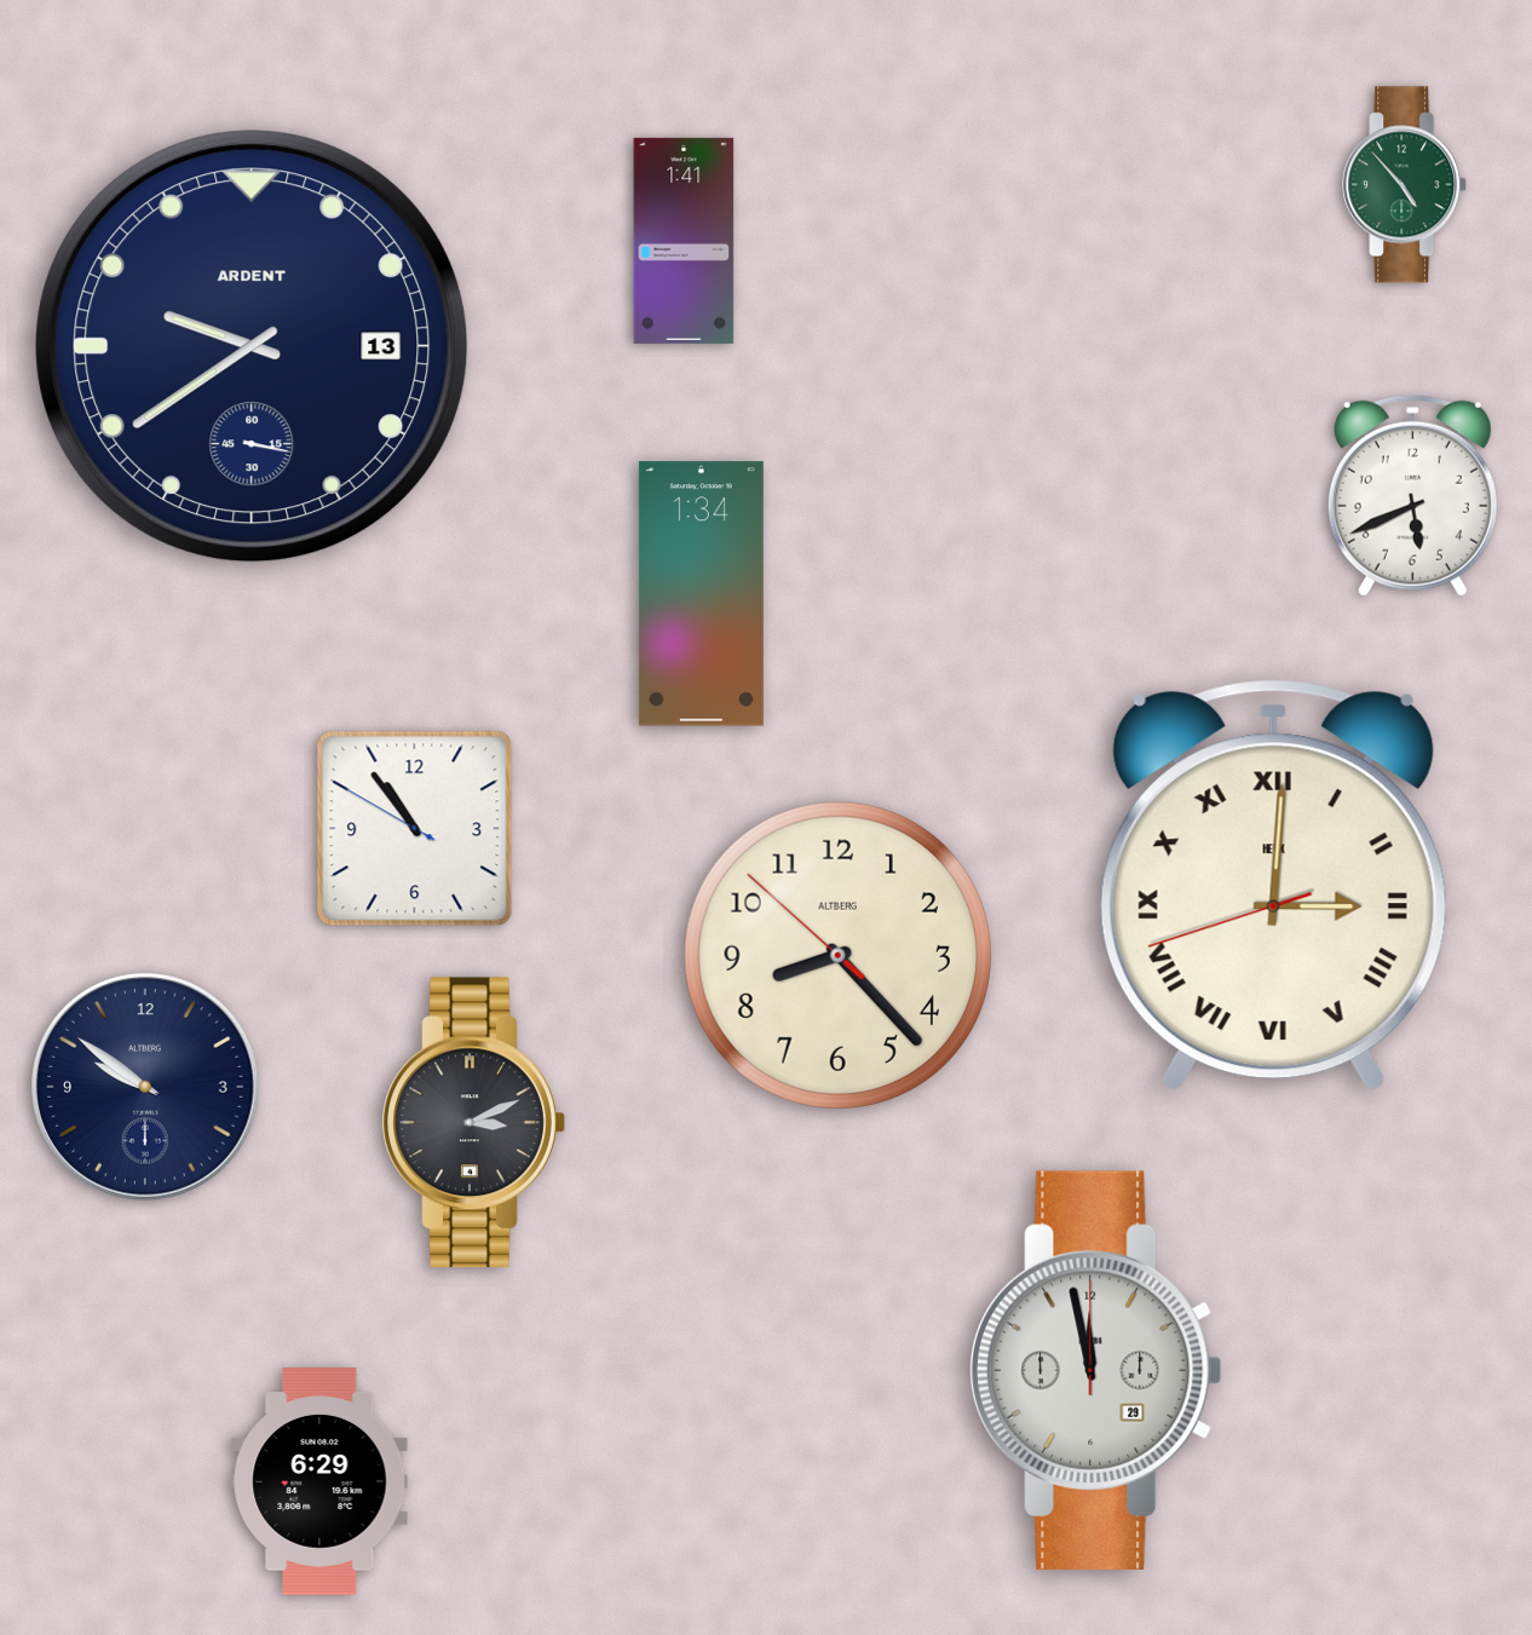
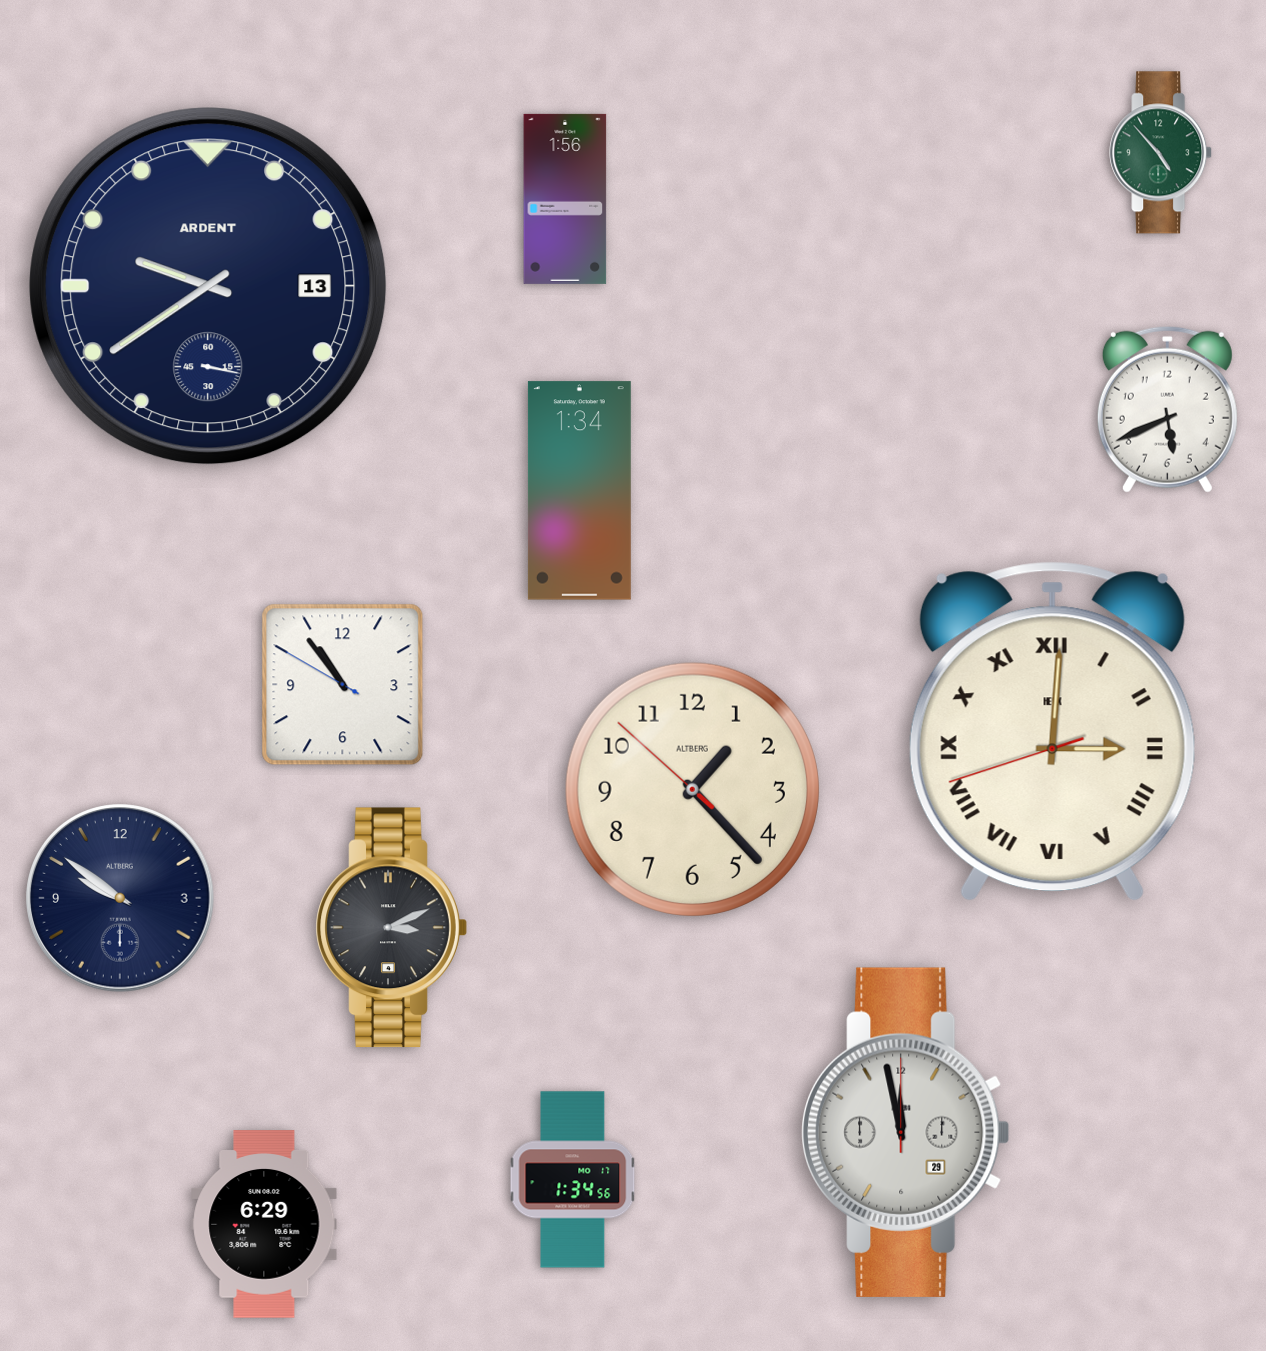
clock at (684, 241): 1:41 -> 1:56
clock at (837, 955): 8:22 -> 1:22
clock at (573, 1180): none -> 1:34
